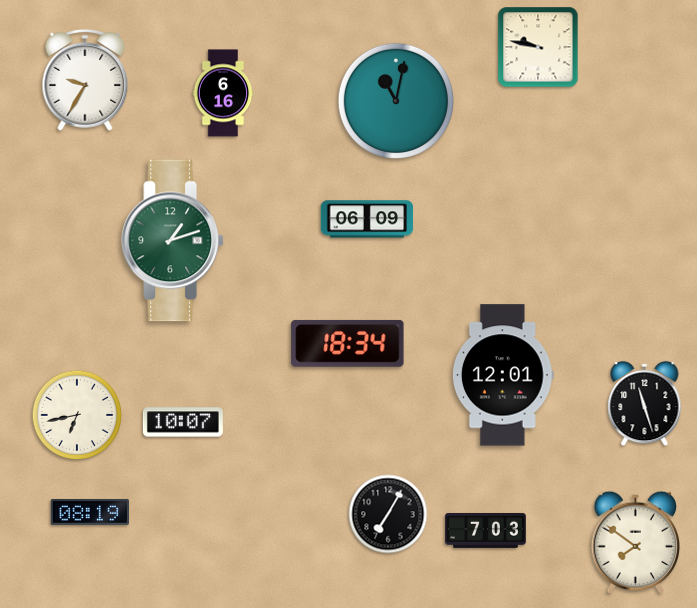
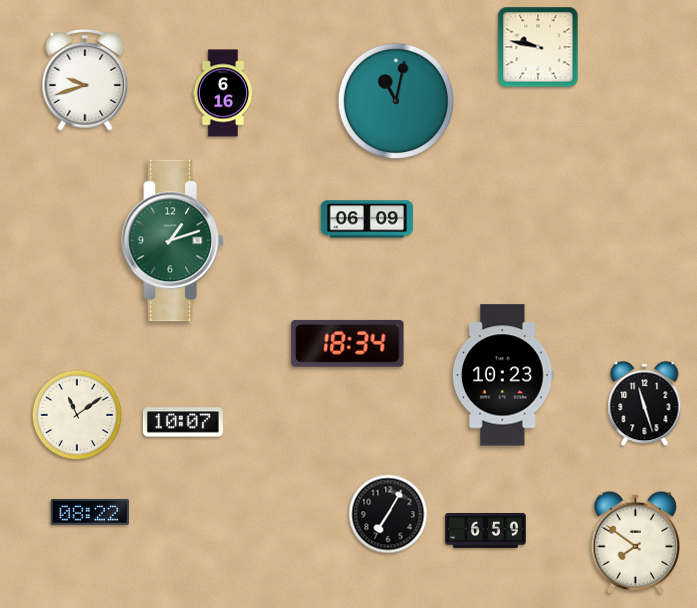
clock at (85, 80): 9:35 -> 9:42
clock at (503, 375): 12:01 -> 10:23
clock at (77, 415): 6:43 -> 11:09
clock at (89, 512): 08:19 -> 08:22
clock at (486, 530): 7:03 -> 6:59
